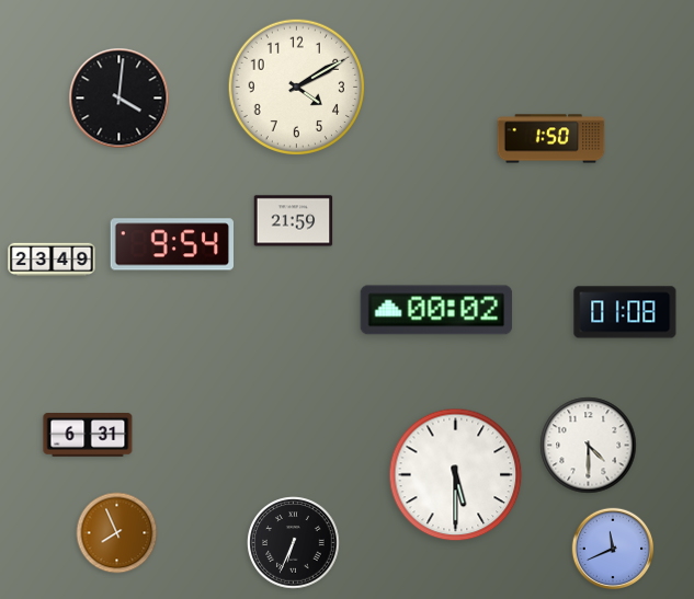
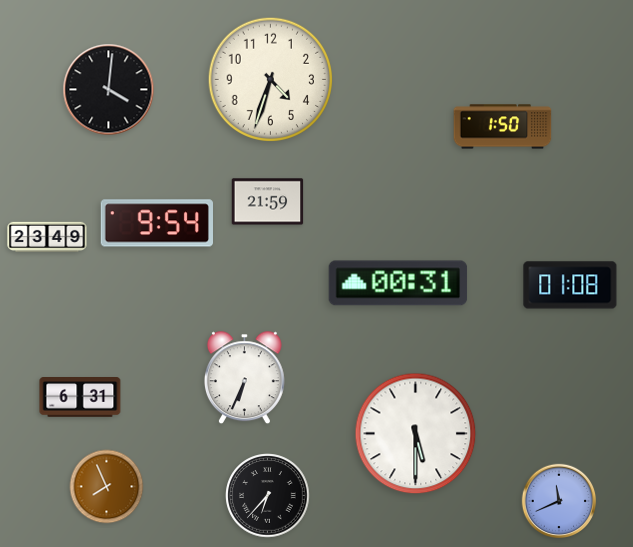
clock at (296, 87): 4:10 -> 4:33
clock at (436, 310): 00:02 -> 00:31
clock at (244, 378): none -> 6:34
clock at (589, 446): 4:30 -> none
clock at (294, 543): 6:34 -> 6:37
